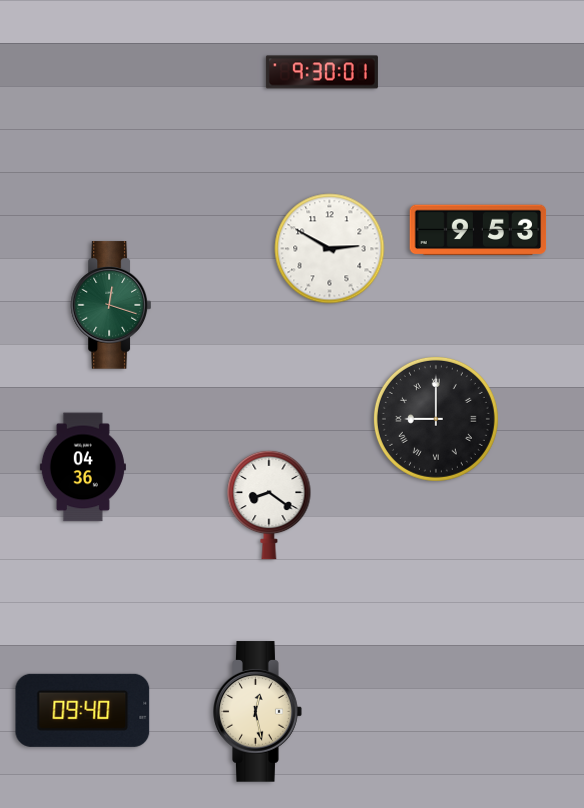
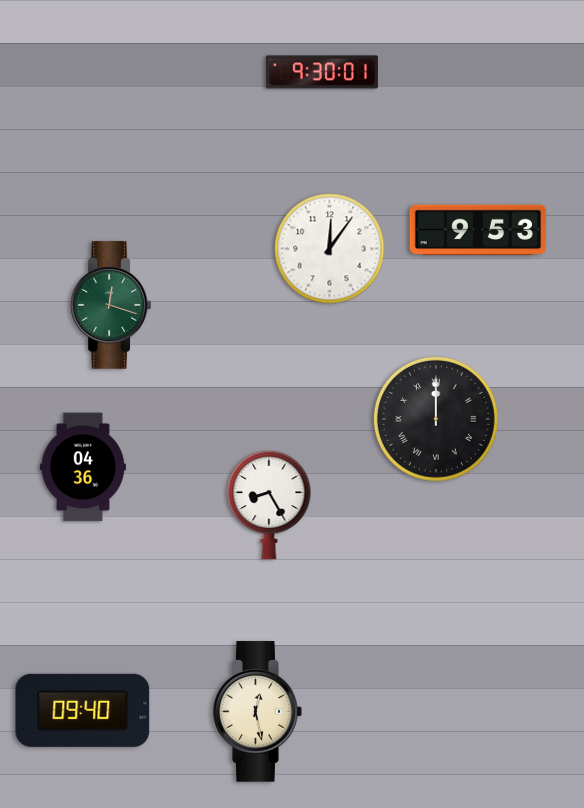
clock at (330, 249): 2:50 -> 12:06
clock at (436, 419): 9:00 -> 12:00
clock at (269, 505): 8:21 -> 8:25
